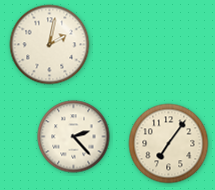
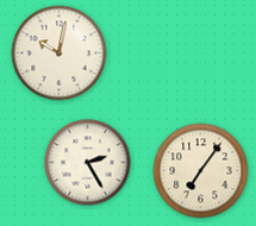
clock at (50, 45): 2:02 -> 10:02
clock at (74, 137): 2:23 -> 2:25
